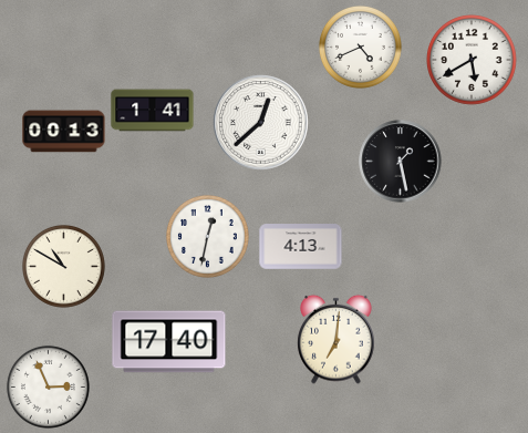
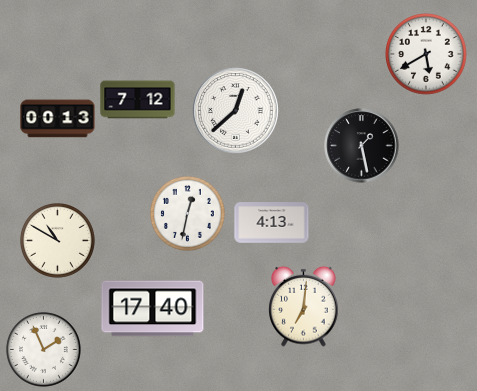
clock at (360, 47): 4:41 -> none
clock at (153, 111): 1:41 -> 7:12
clock at (48, 386): 2:56 -> 1:56
